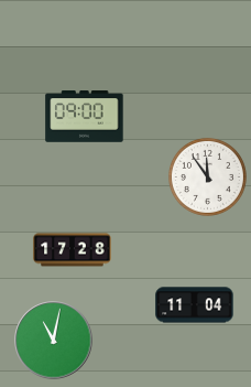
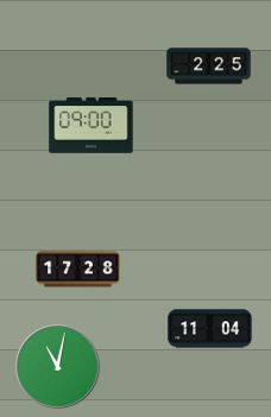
clock at (209, 67): none -> 2:25
clock at (207, 176): 11:54 -> none
